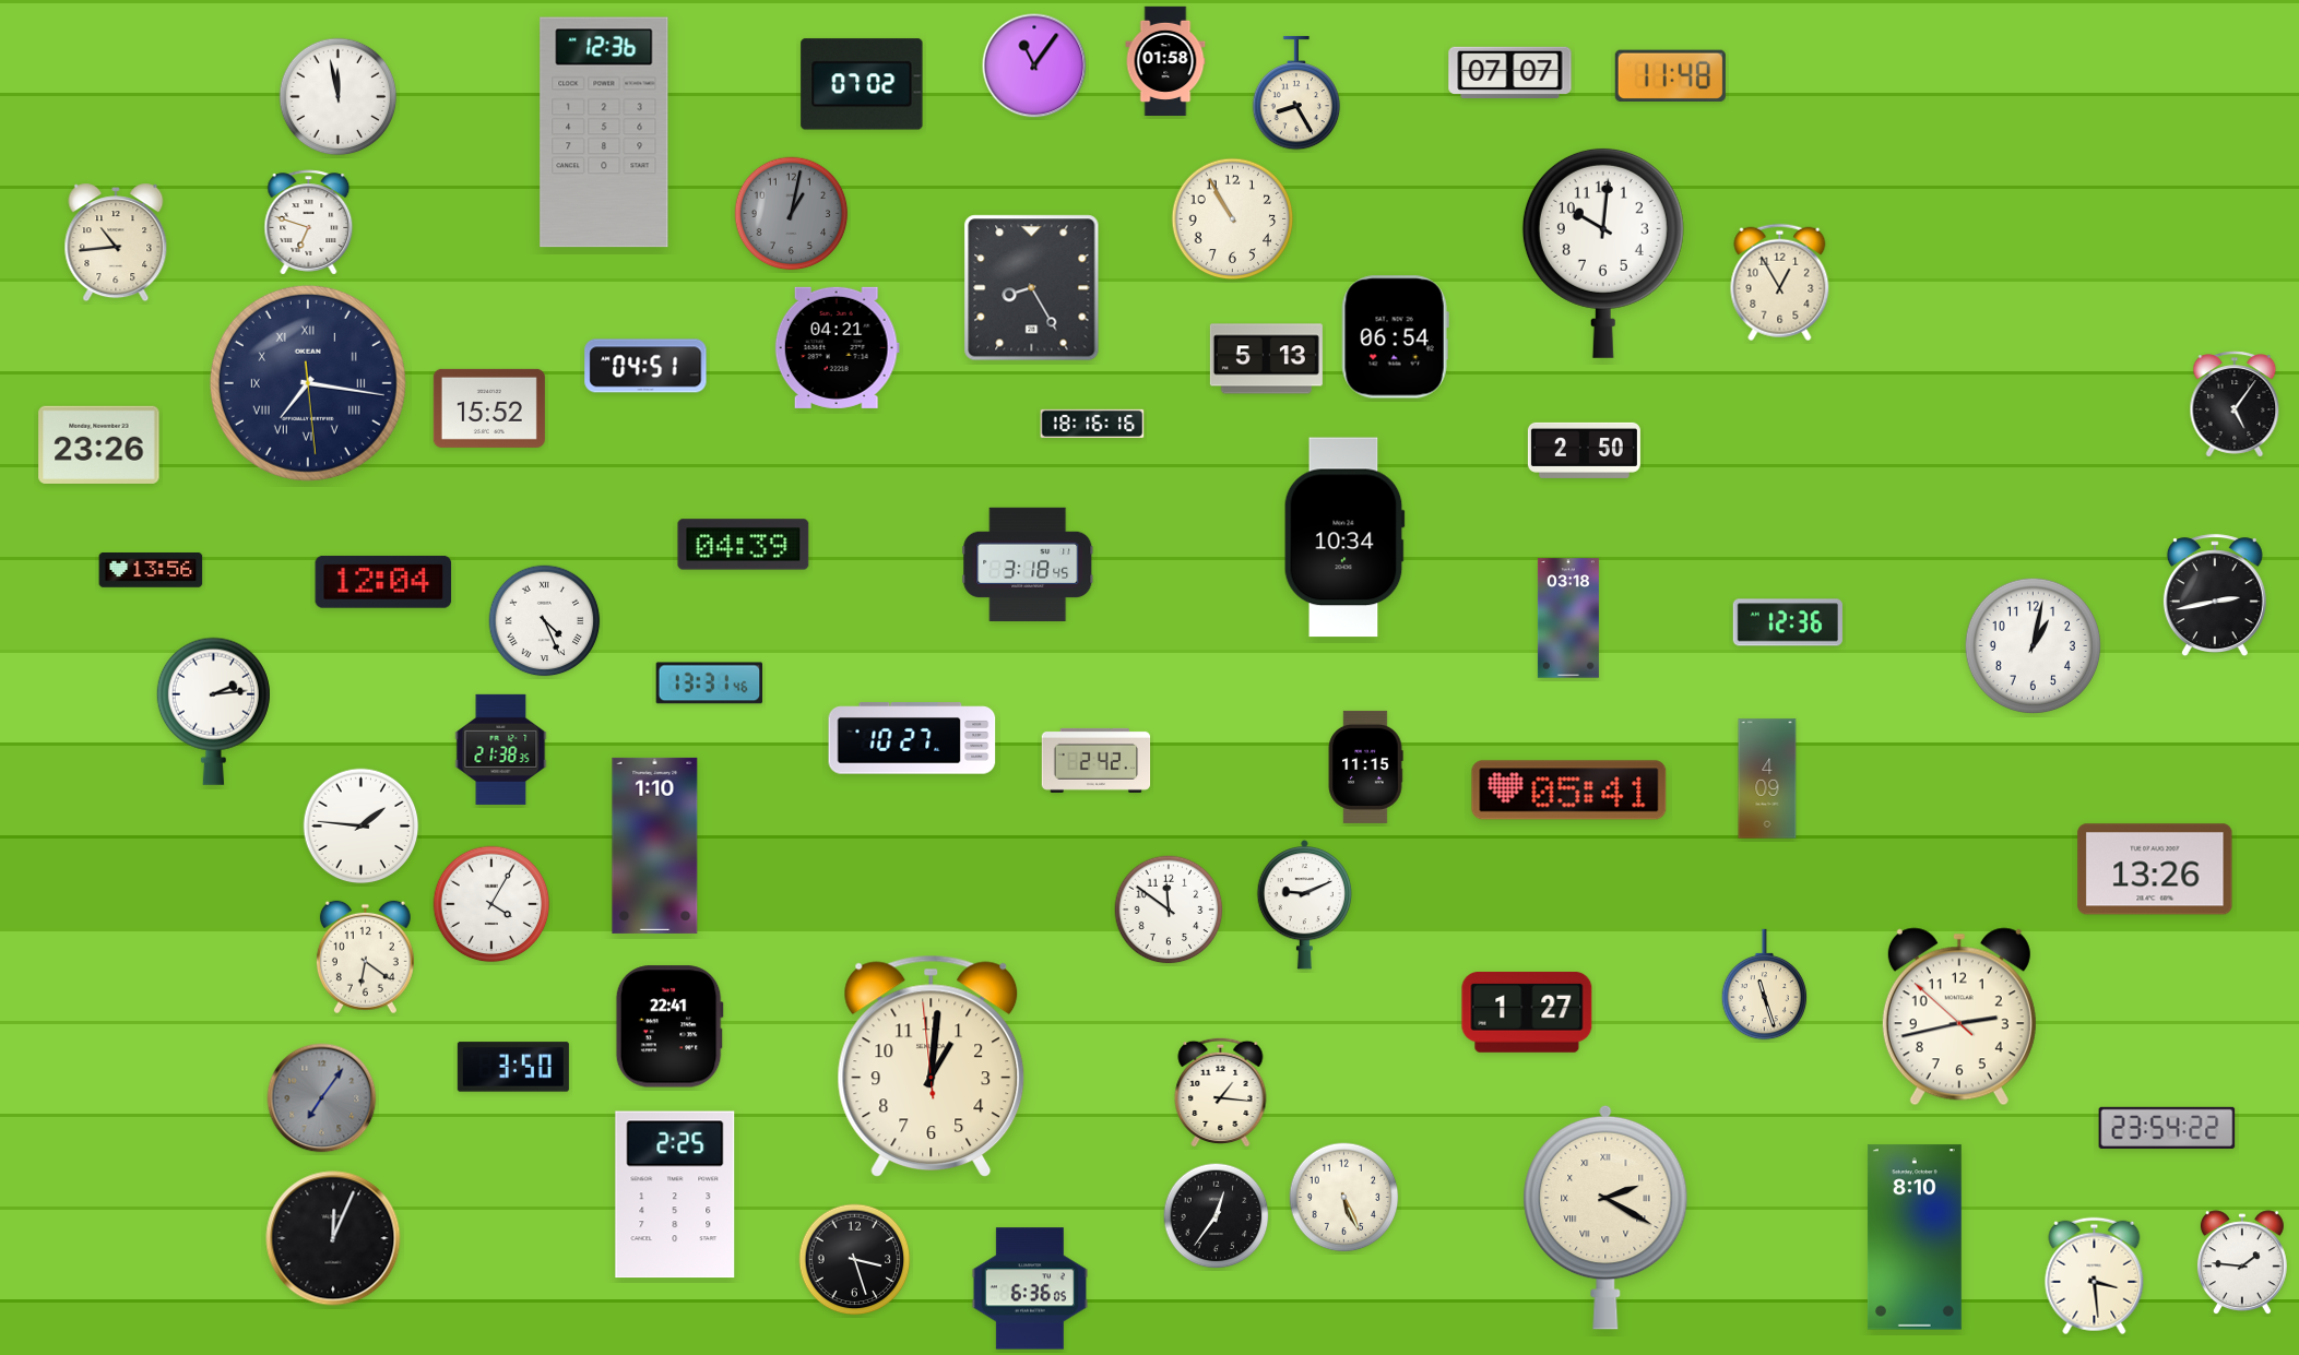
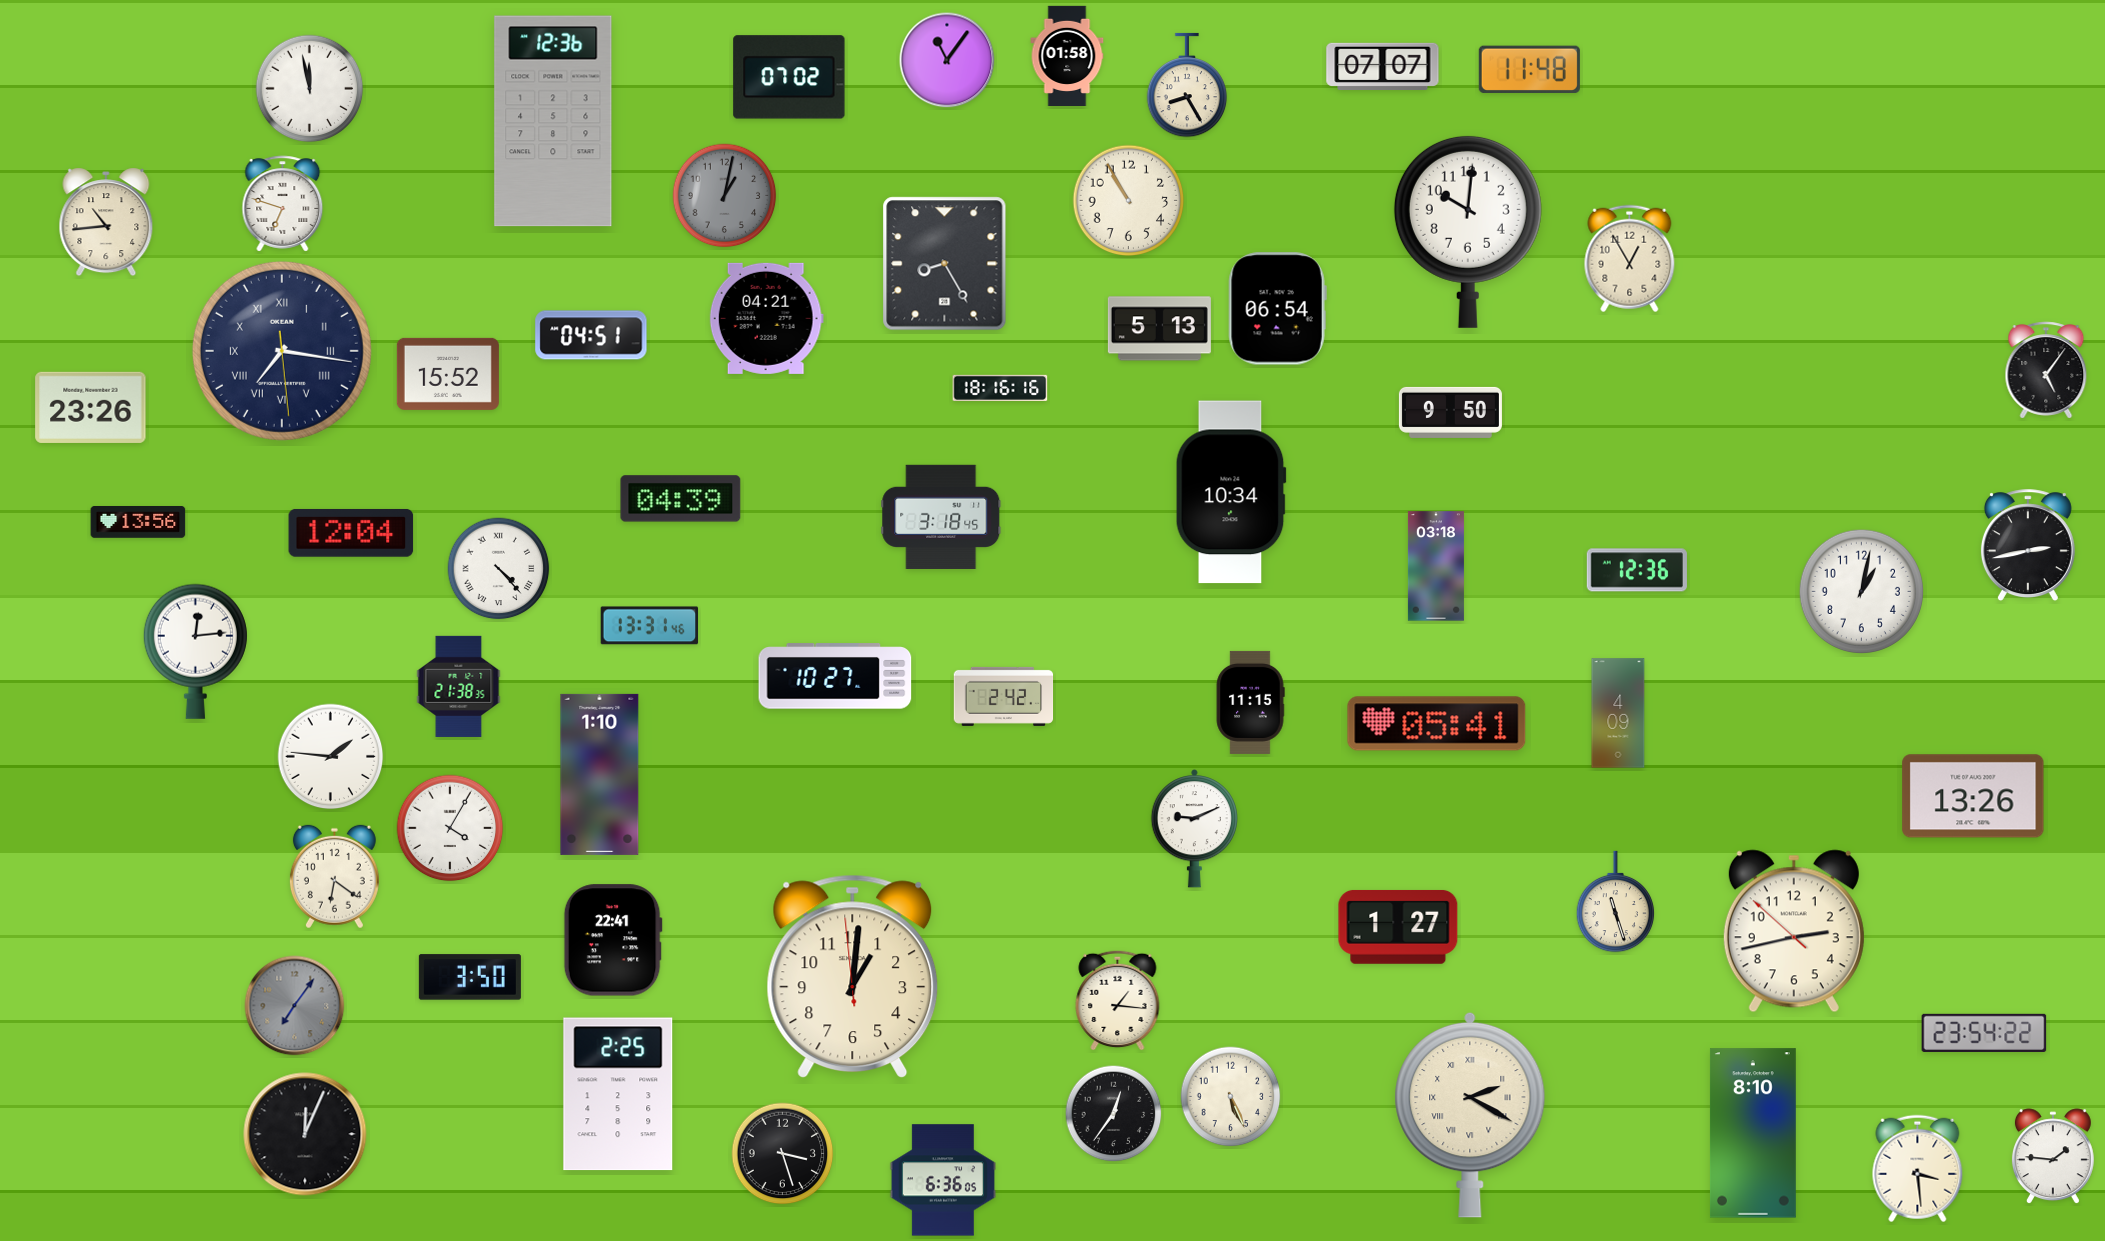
clock at (1584, 450): 2:50 -> 9:50
clock at (545, 621): 4:26 -> 4:23
clock at (213, 711): 2:14 -> 12:14
clock at (1169, 910): 11:51 -> none
